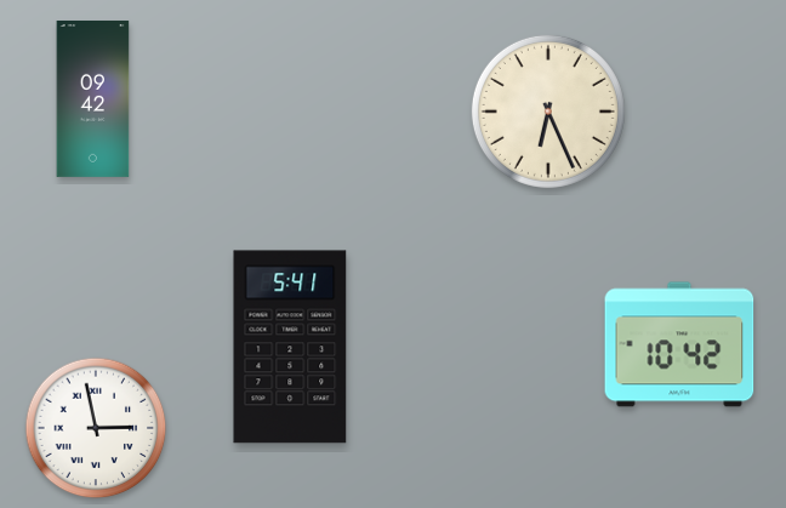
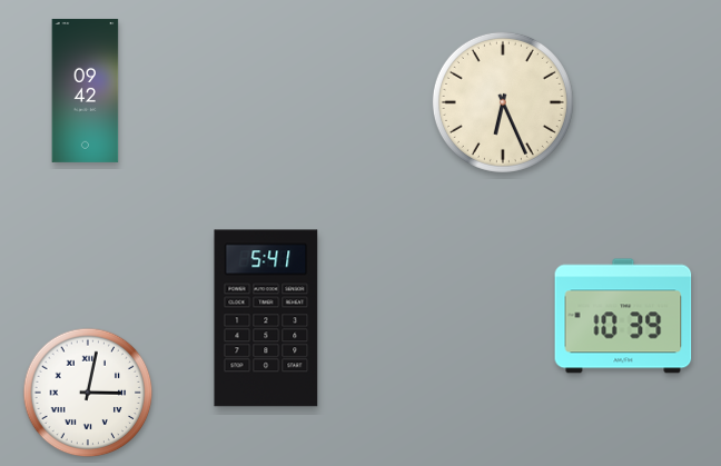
clock at (679, 344): 10:42 -> 10:39
clock at (96, 428): 2:58 -> 3:02
